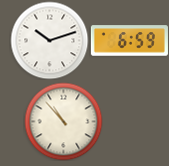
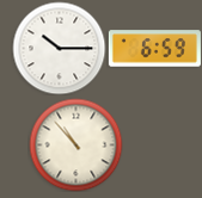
clock at (49, 40): 10:12 -> 10:15
